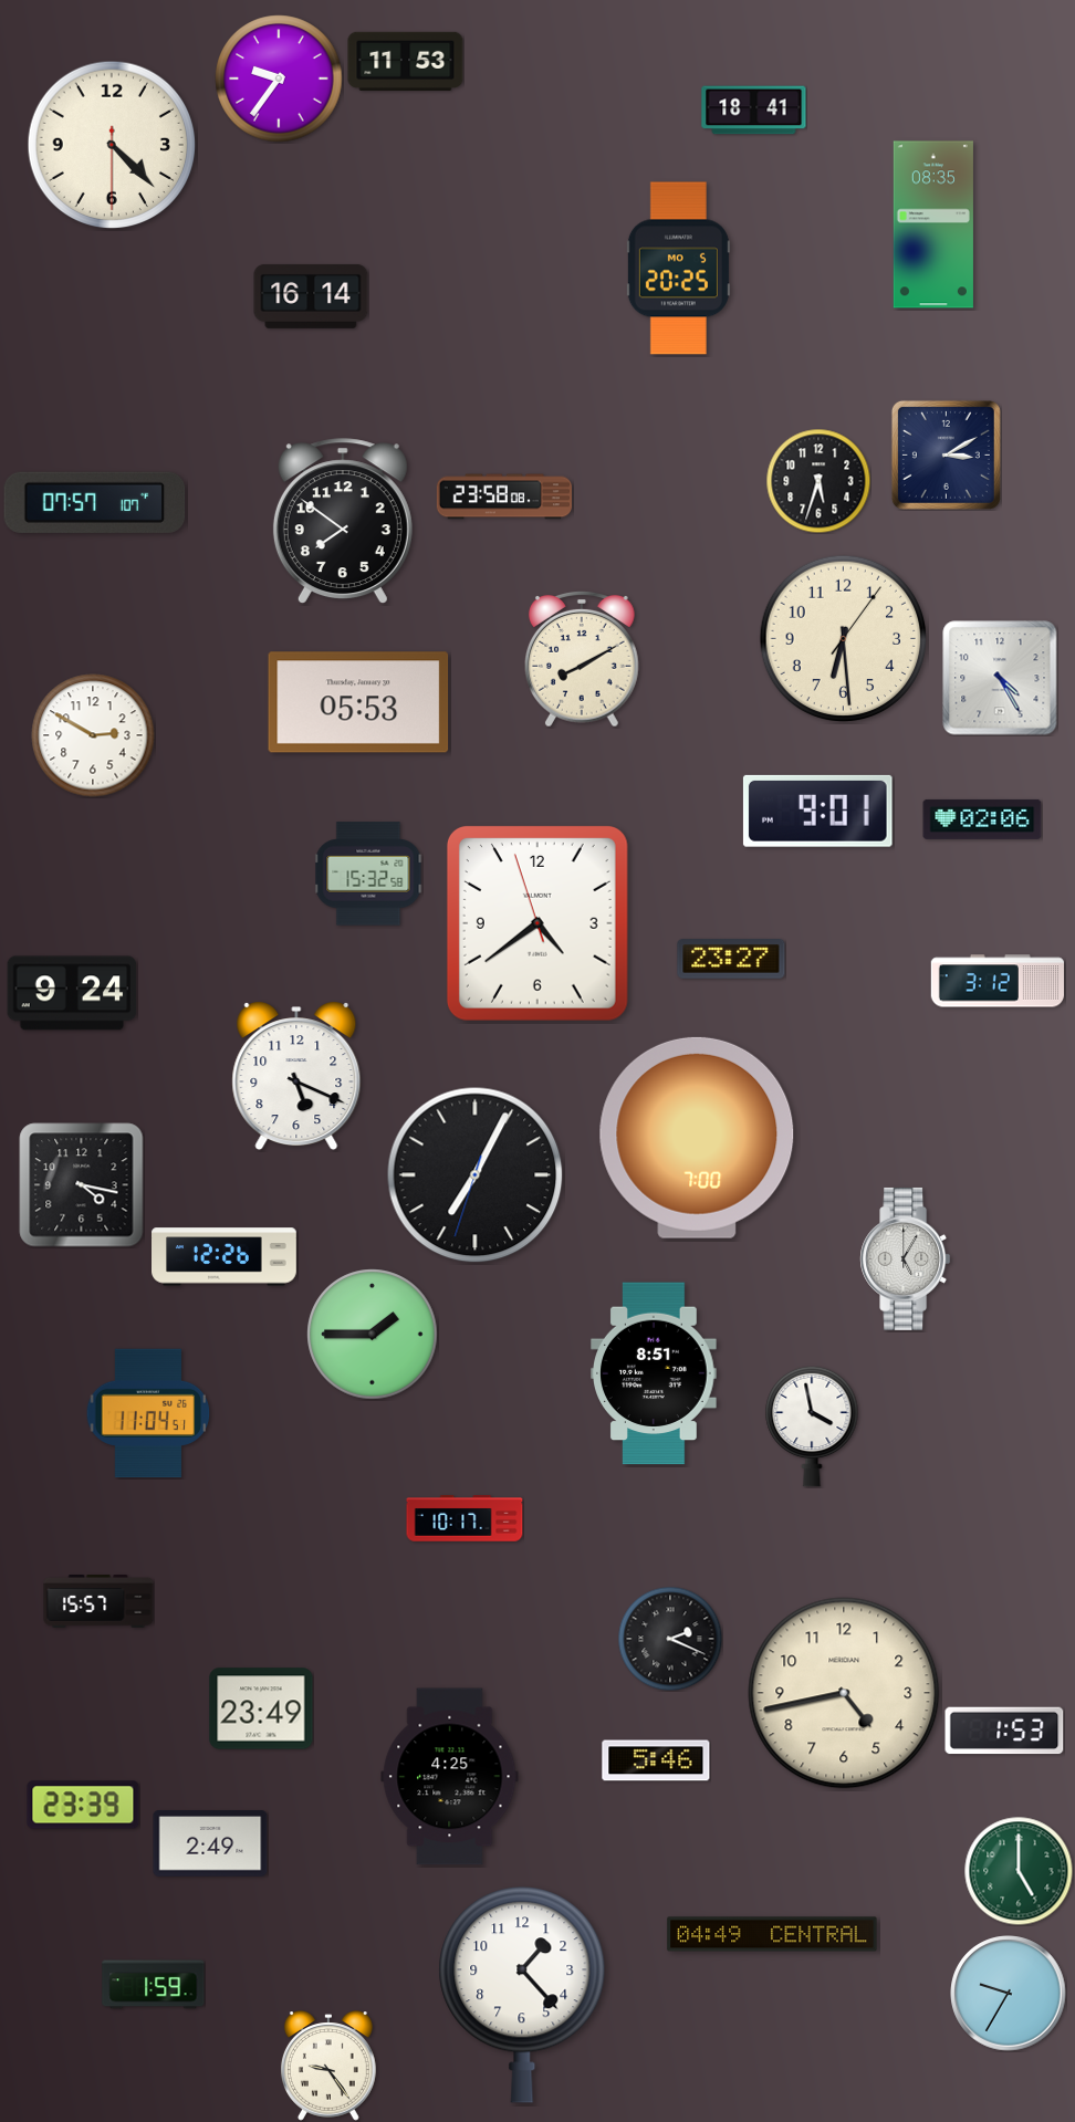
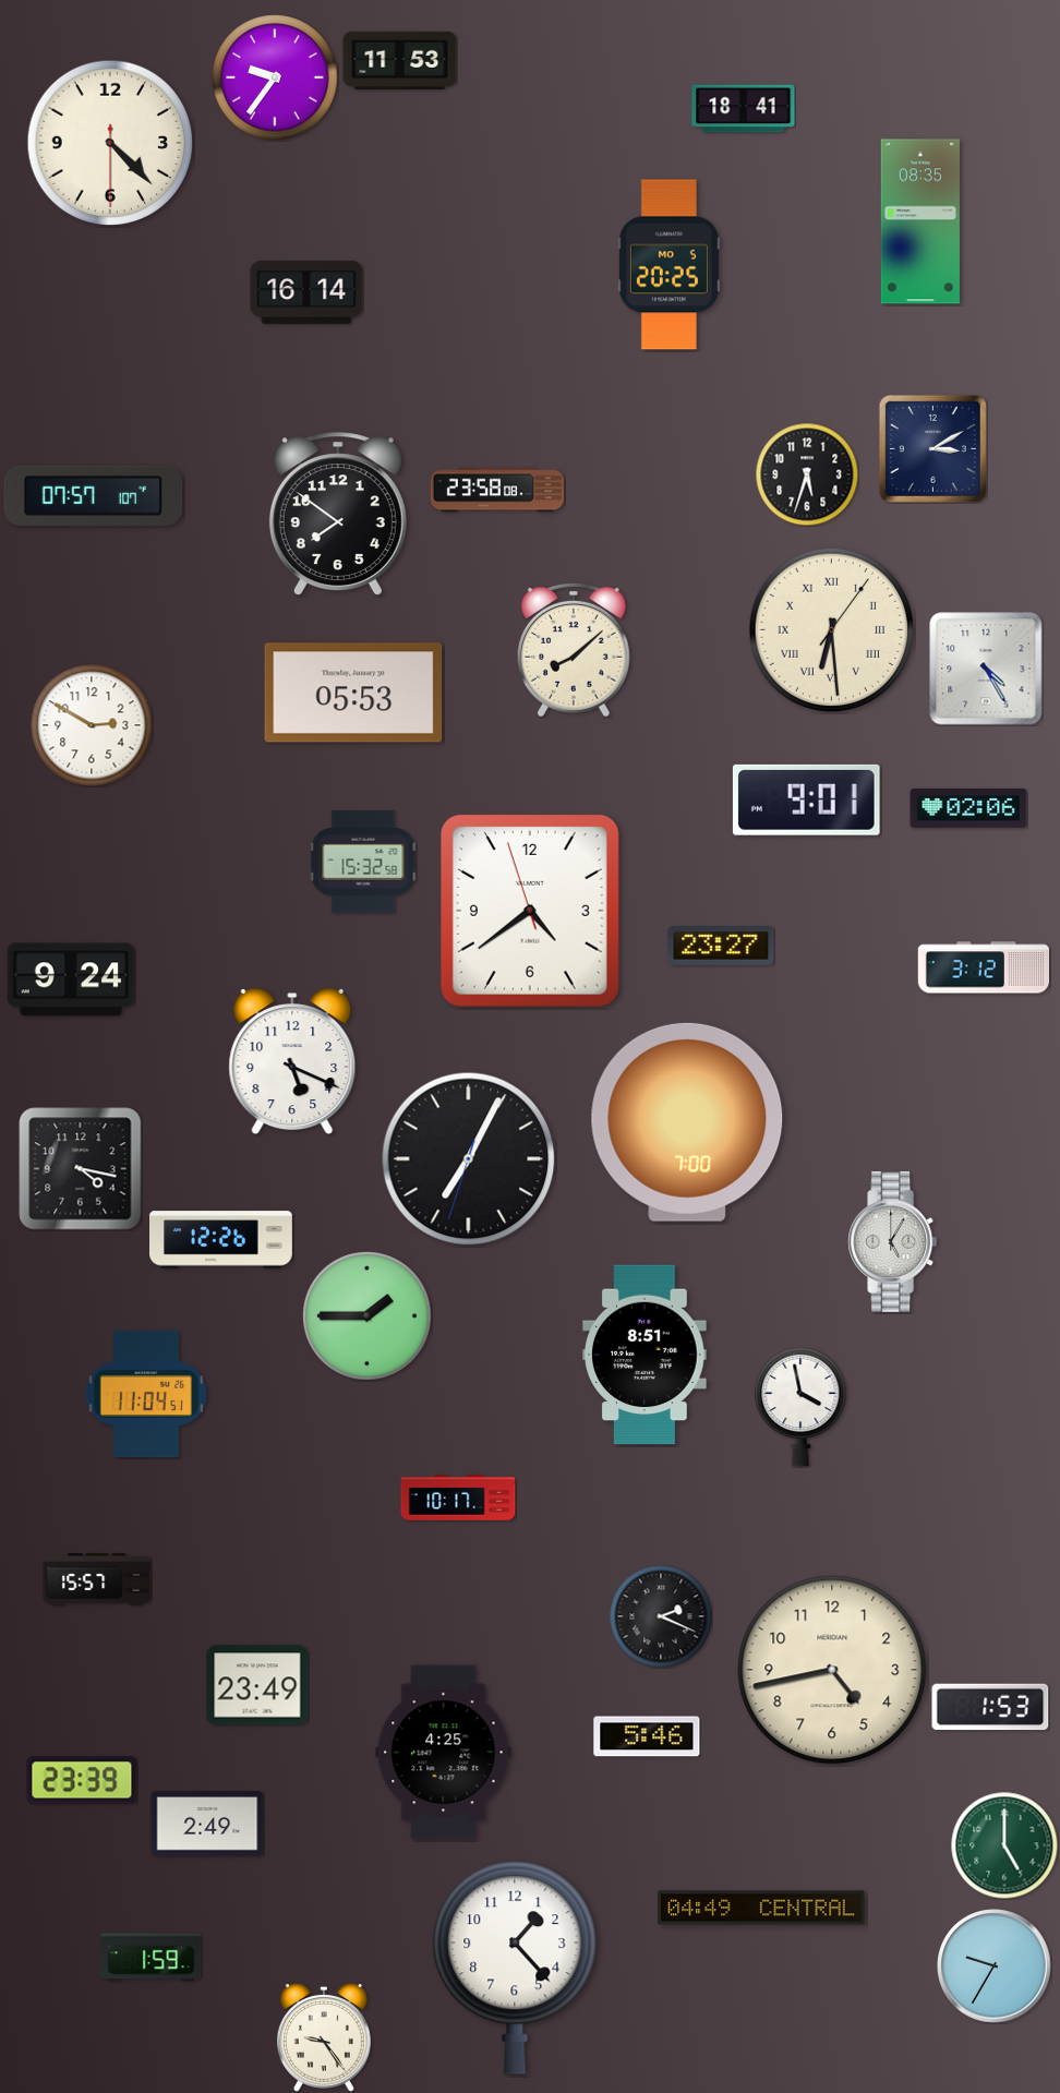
clock at (844, 639) numerals: Arabic -> Roman
clock at (583, 659): 8:10 -> 8:08
clock at (210, 1844) position: (210, 1844) -> (207, 1825)
